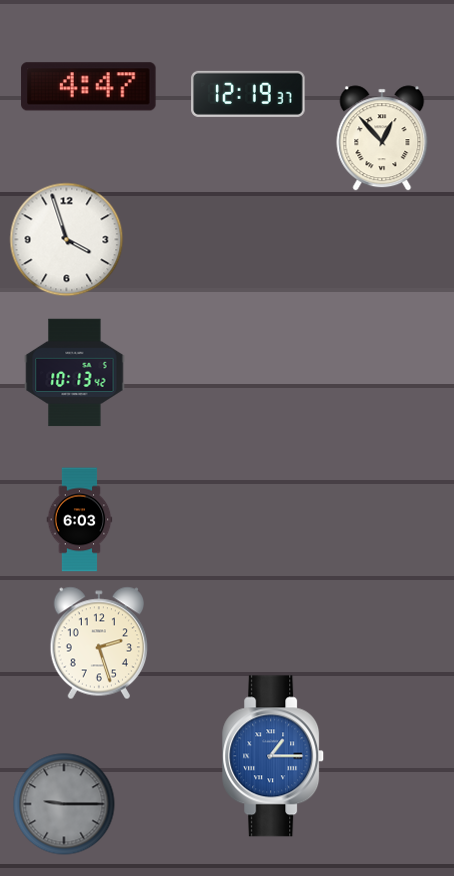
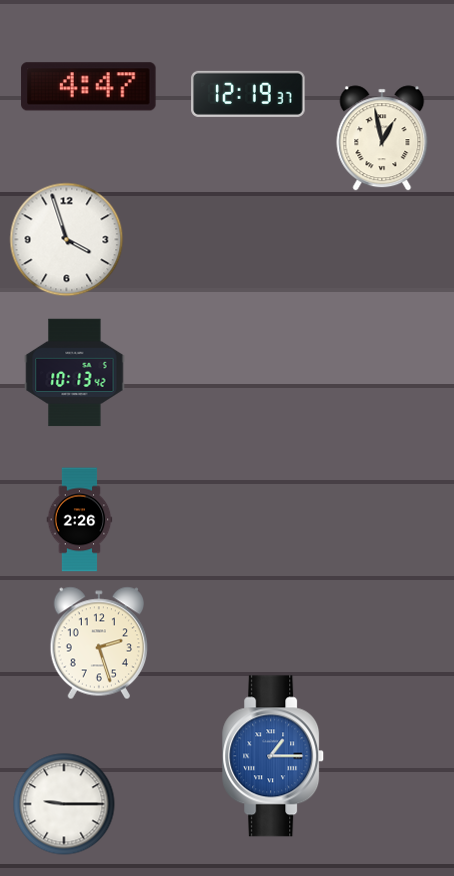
clock at (382, 138): 12:53 -> 12:58
clock at (80, 520): 6:03 -> 2:26
clock at (64, 804) dial: grey -> white
